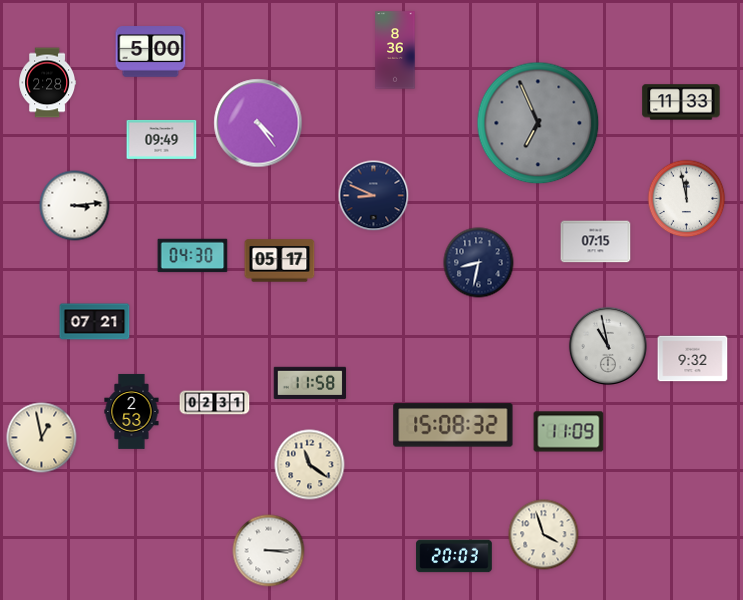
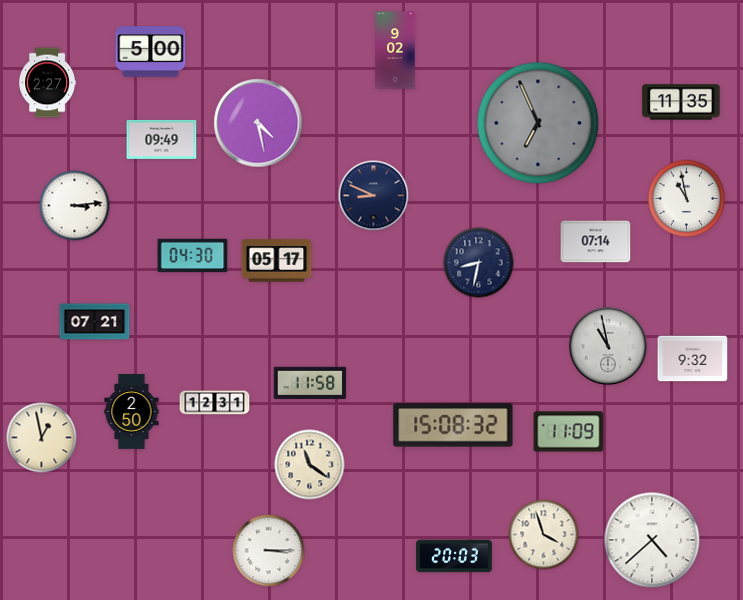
clock at (395, 50): 8:36 -> 9:02
clock at (48, 83): 2:28 -> 2:27
clock at (681, 102): 11:33 -> 11:35
clock at (258, 123): 4:24 -> 4:28
clock at (687, 199): 11:58 -> 10:58
clock at (596, 242): 07:15 -> 07:14
clock at (280, 261) position: (280, 261) -> (277, 261)
clock at (215, 403): 02:31 -> 12:31
clock at (132, 412): 2:53 -> 2:50
clock at (652, 540): none -> 4:38
